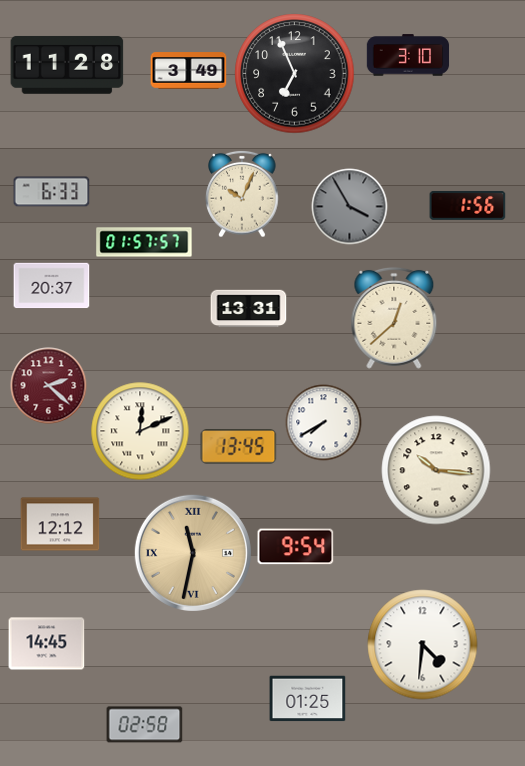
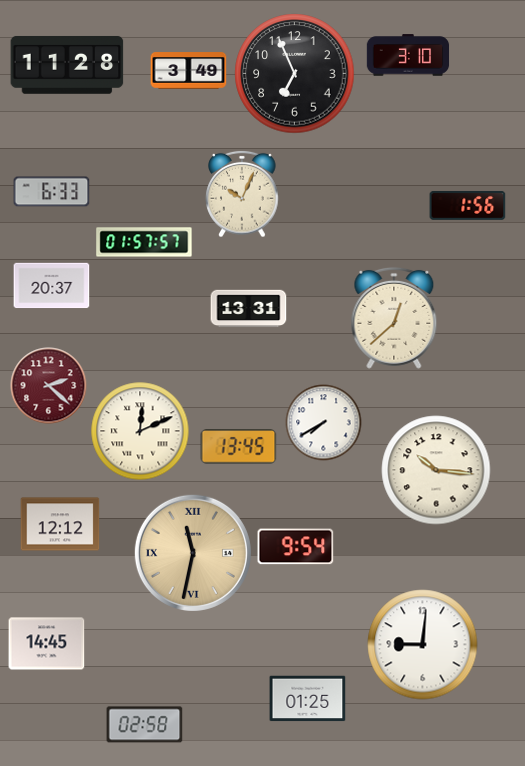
clock at (350, 207): 3:55 -> none
clock at (423, 645): 4:31 -> 9:01
